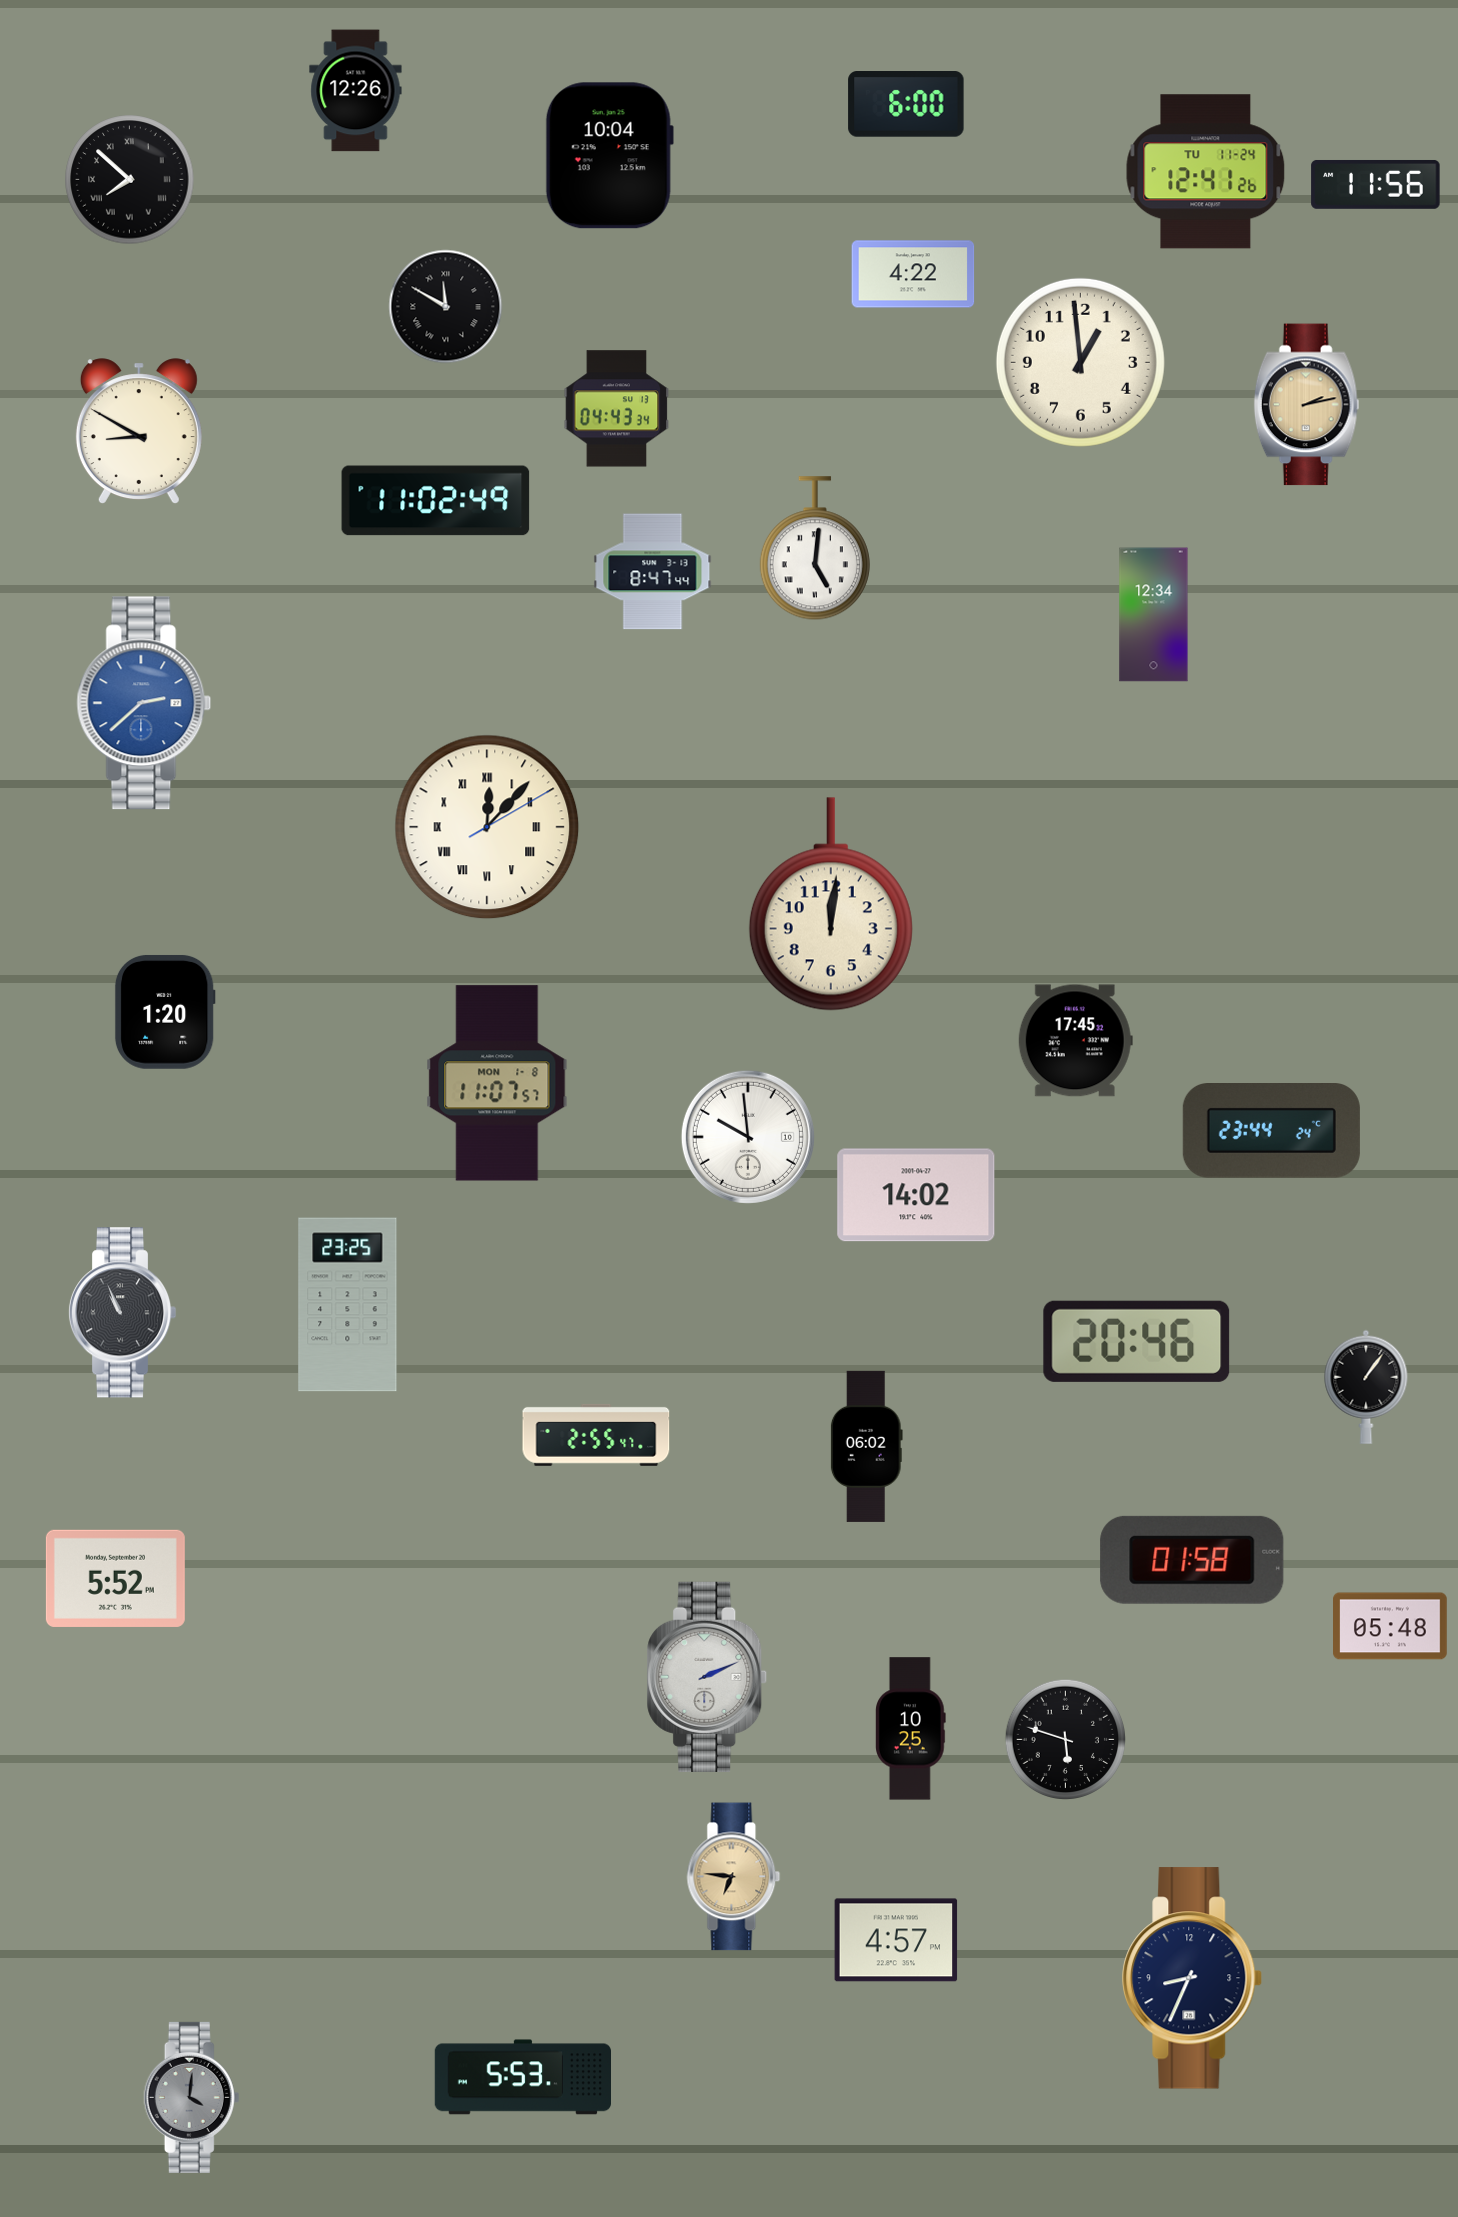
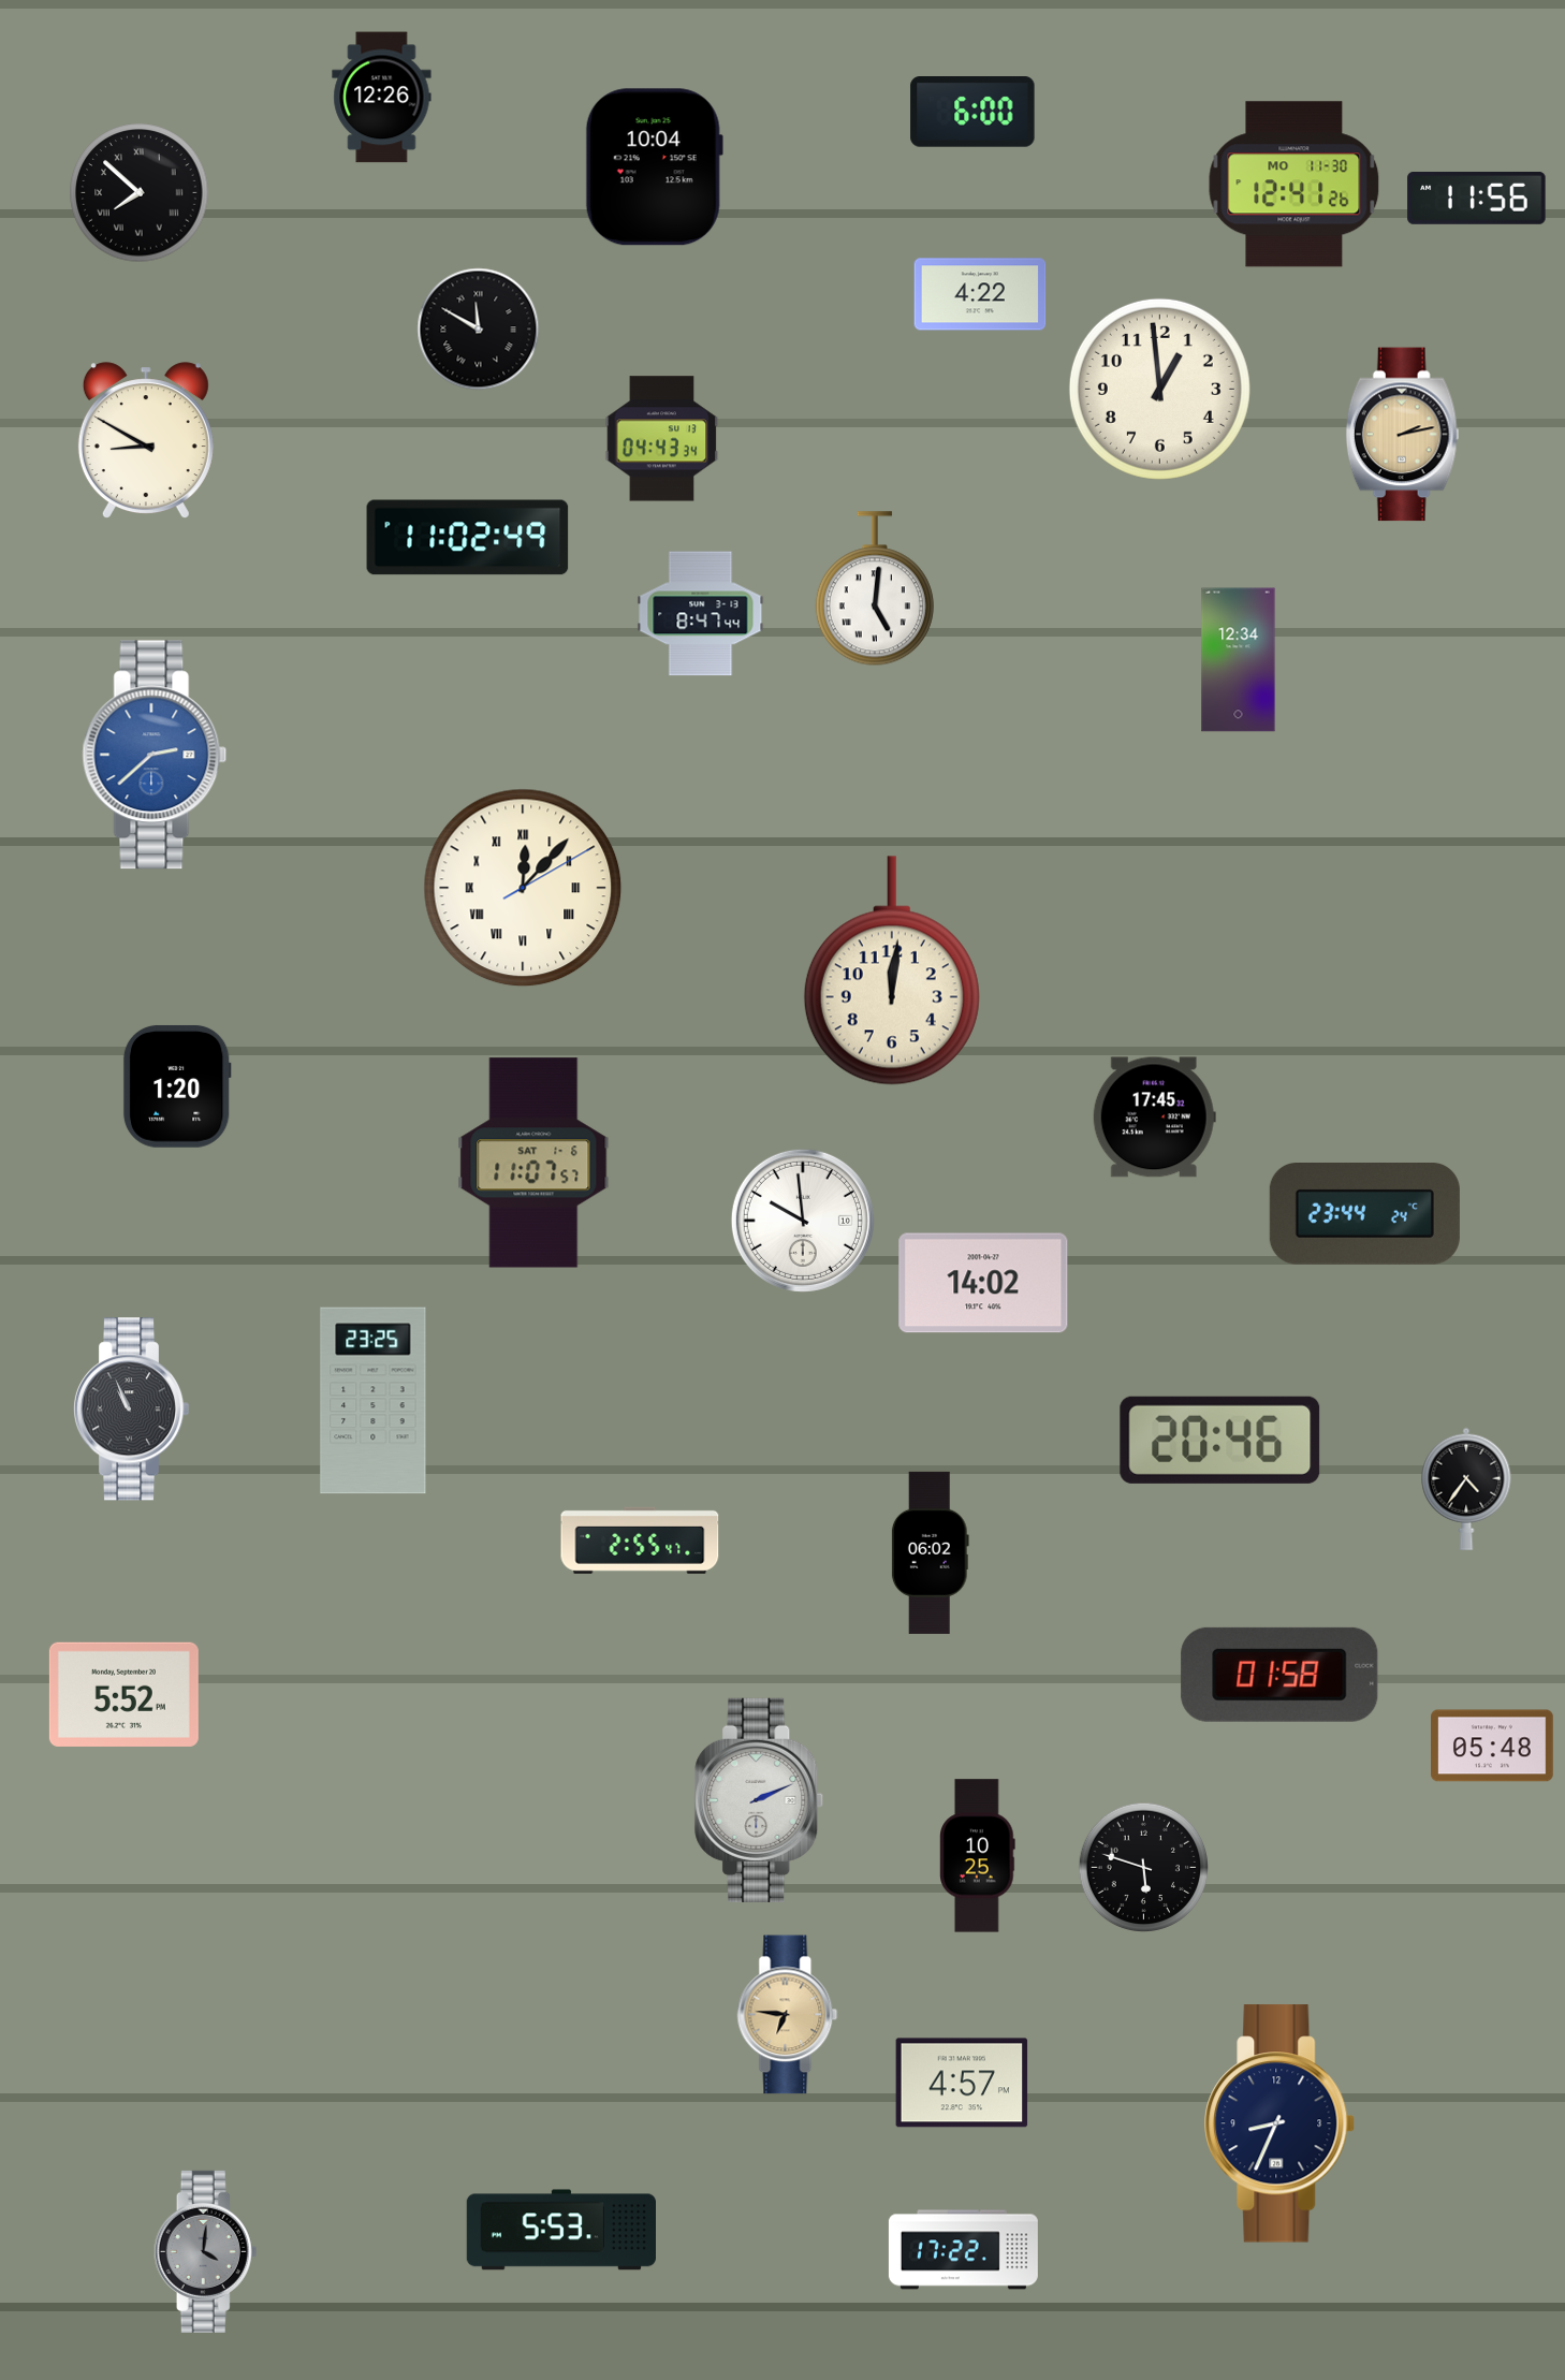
clock at (1206, 172) date: TU 11-24 -> MO 11-30
clock at (139, 432) position: (139, 432) -> (146, 441)
clock at (497, 1083) date: MON 1-8 -> SAT 1-6
clock at (1366, 1387): 1:06 -> 4:36
clock at (963, 2250): none -> 17:22
